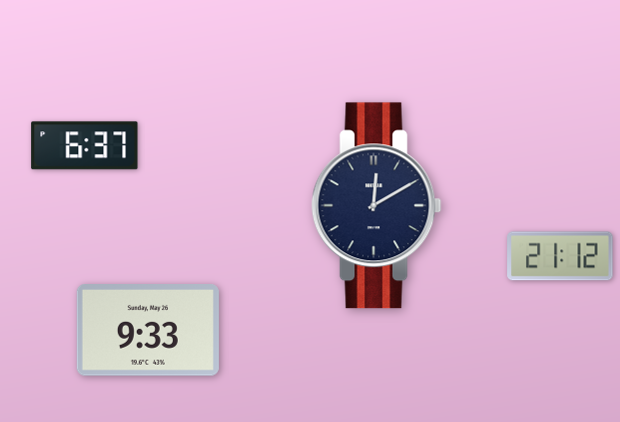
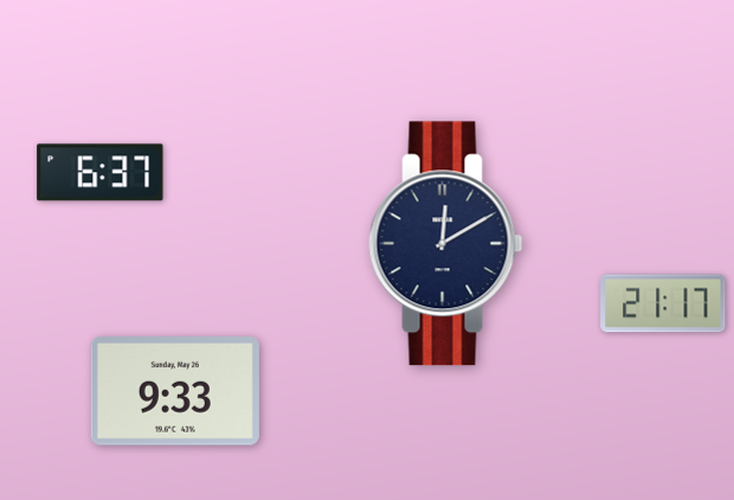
clock at (560, 256): 21:12 -> 21:17
